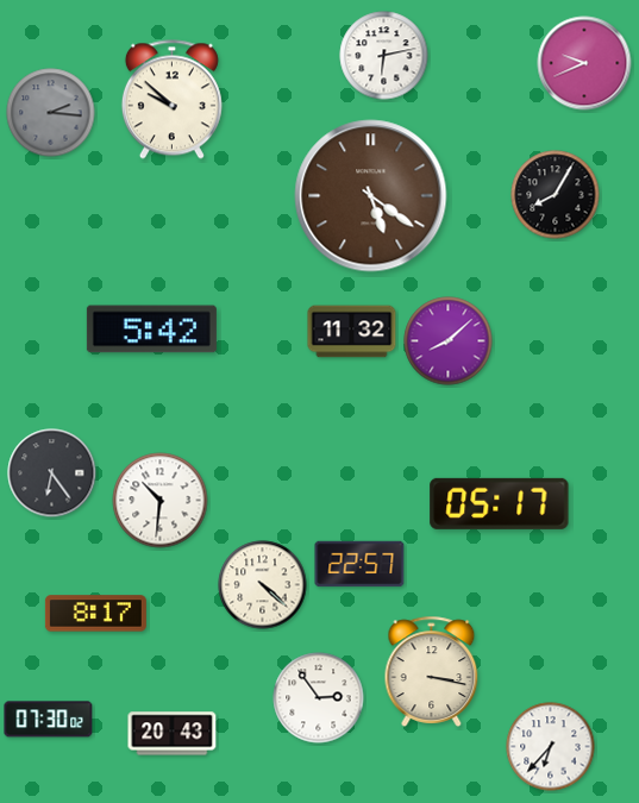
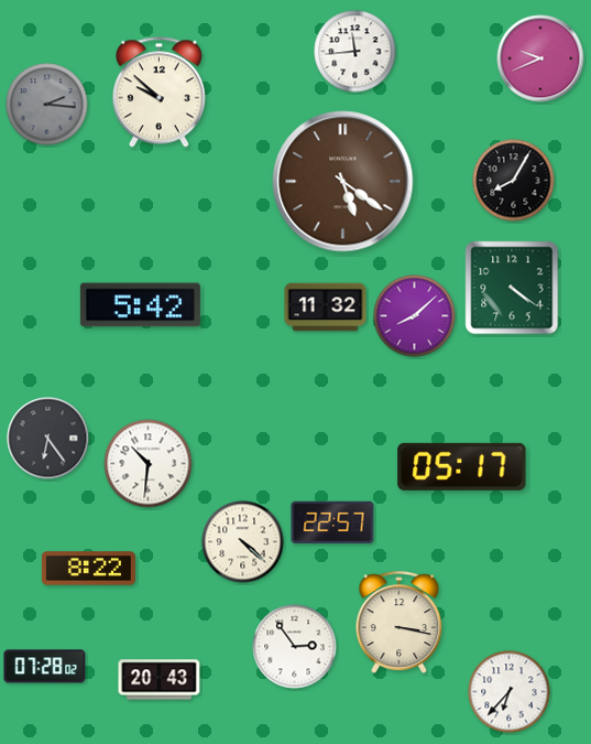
clock at (384, 56): 6:13 -> 11:44
clock at (512, 288): none -> 4:21
clock at (95, 614): 8:17 -> 8:22
clock at (49, 720): 07:30 -> 07:28
